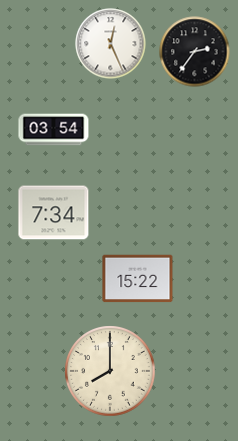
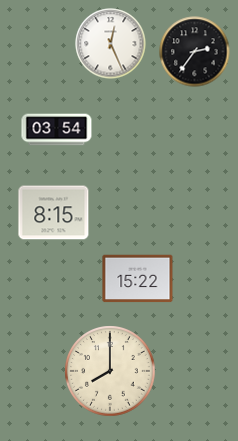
clock at (54, 130) position: (54, 130) -> (57, 130)
clock at (54, 213): 7:34 -> 8:15
